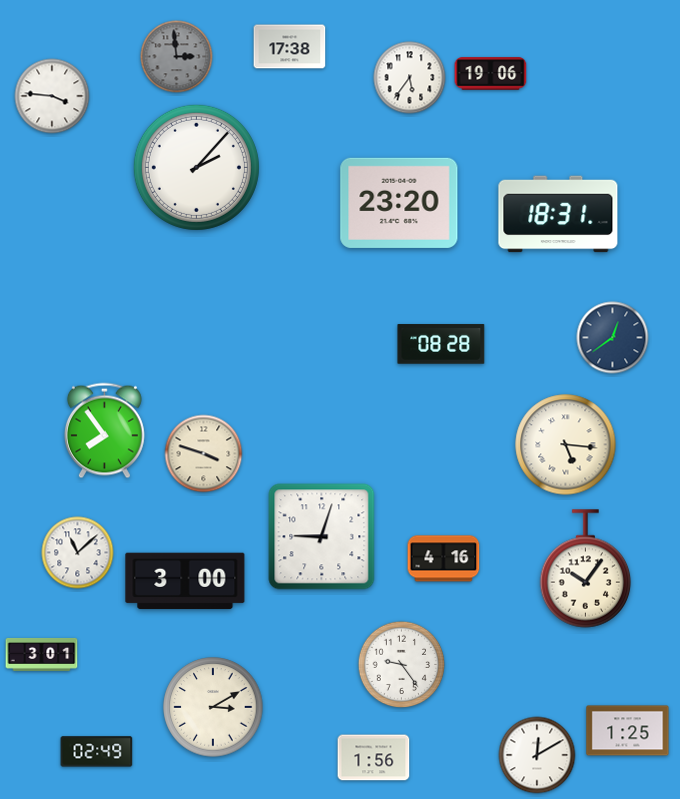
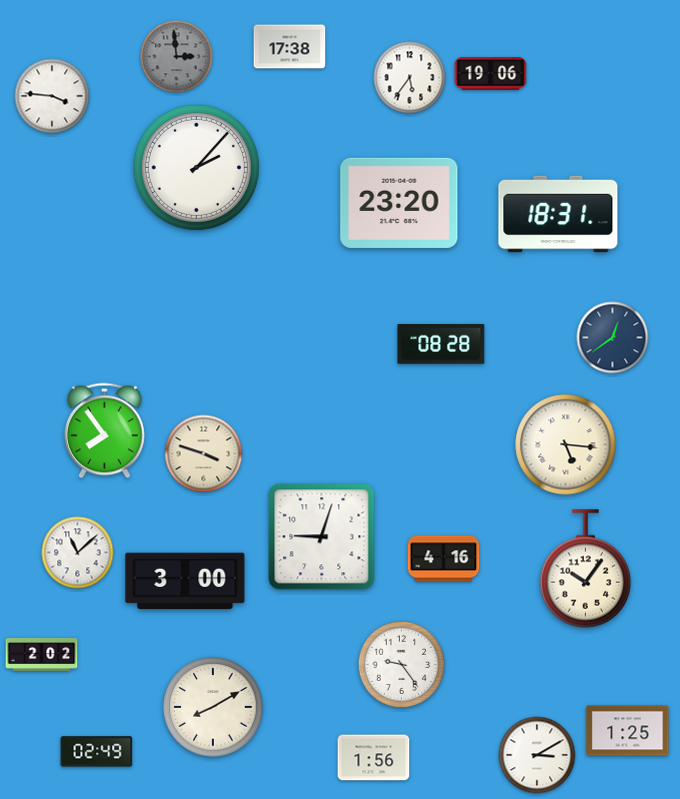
clock at (42, 654): 3:01 -> 2:02
clock at (213, 707): 3:10 -> 8:10
clock at (537, 755): 12:10 -> 3:10
